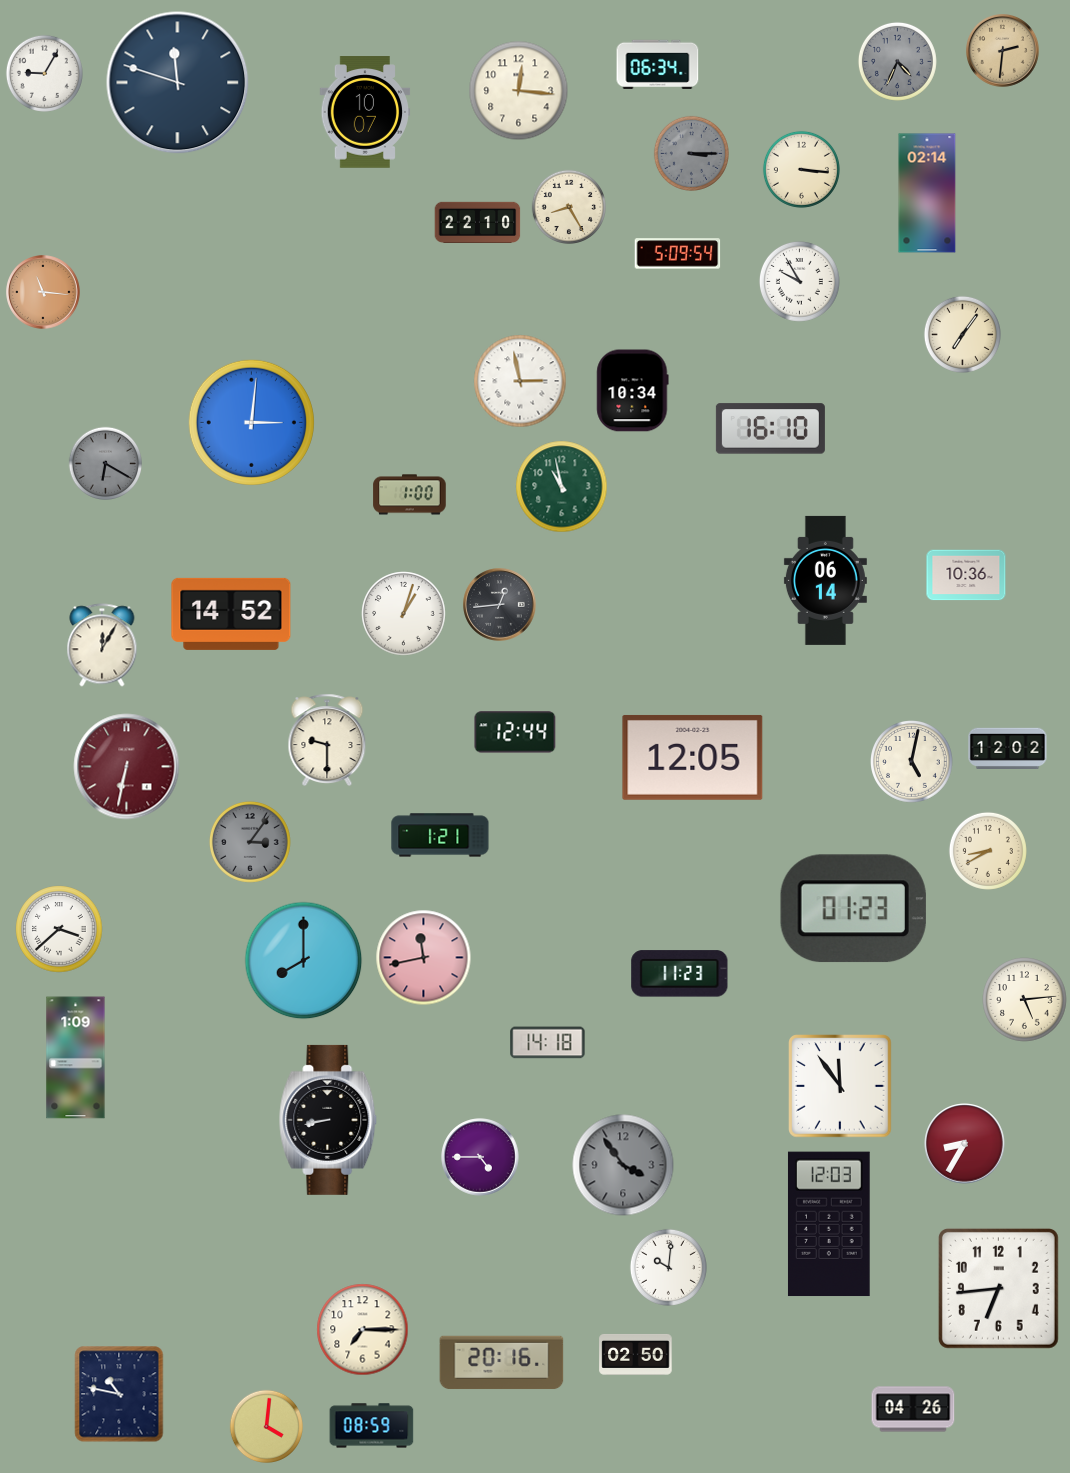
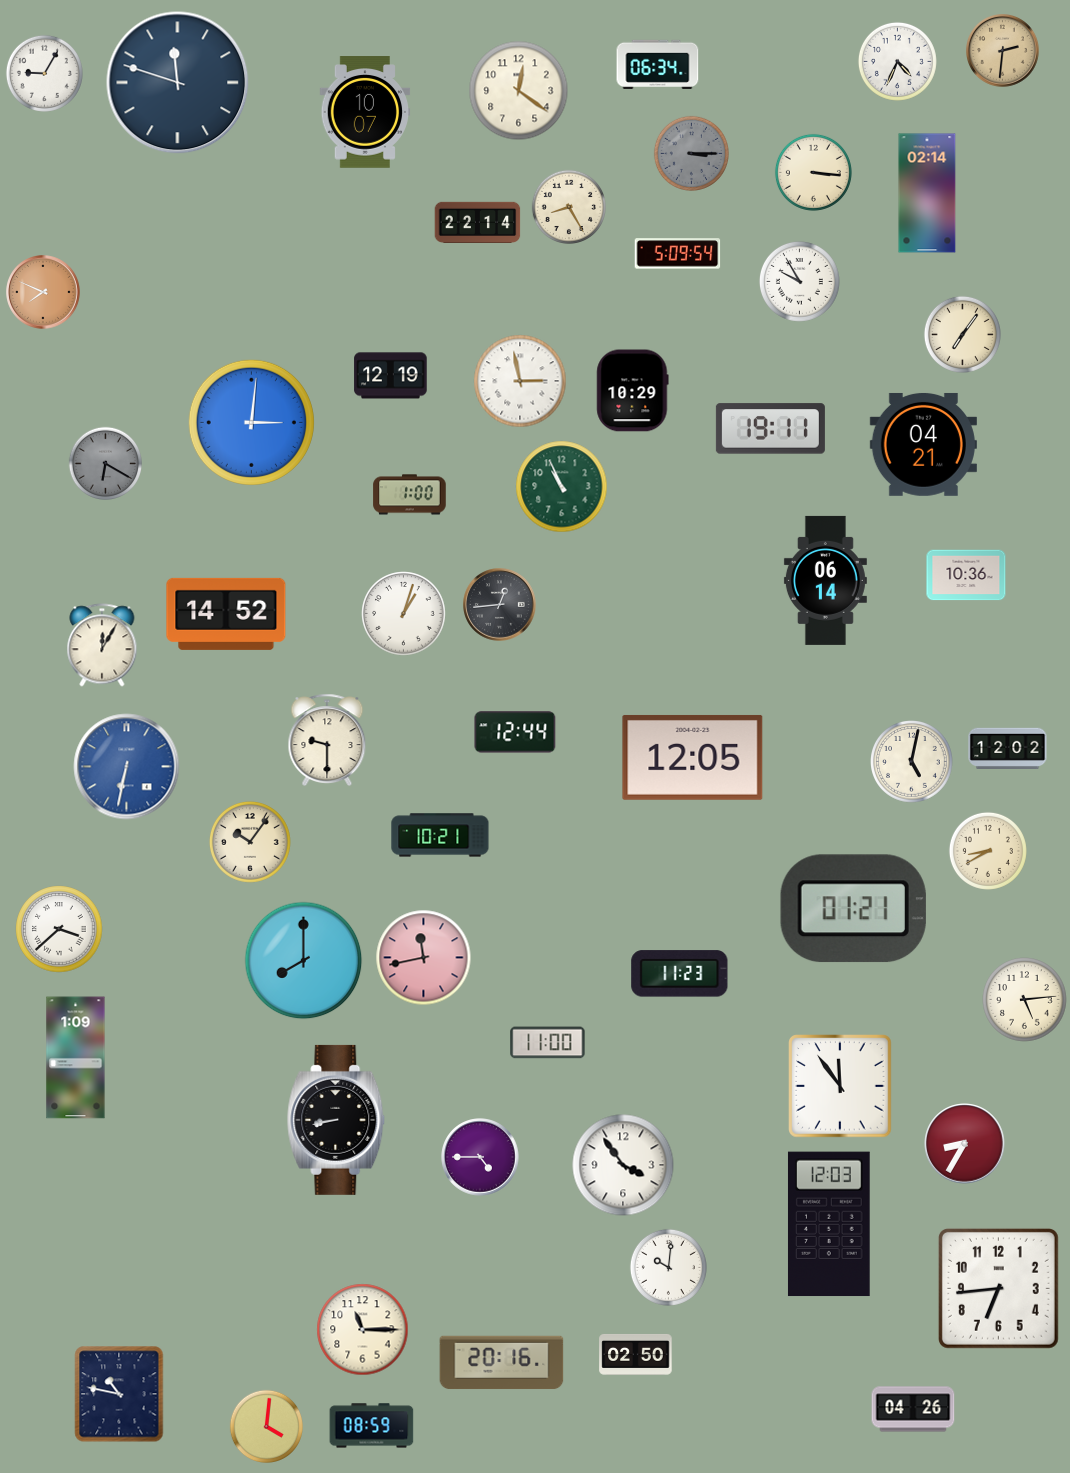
clock at (897, 61) dial: grey -> white
clock at (519, 91): 12:16 -> 12:21
clock at (801, 169) position: (801, 169) -> (813, 172)
clock at (478, 222): 22:10 -> 22:14
clock at (44, 293): 11:16 -> 7:49
clock at (391, 376): none -> 12:19
clock at (633, 391): 10:34 -> 10:29
clock at (770, 429): 16:10 -> 19:11
clock at (923, 444): none -> 04:21
clock at (562, 487): 10:58 -> 10:56
clock at (231, 614) position: (231, 614) -> (226, 614)
clock at (127, 767) dial: burgundy -> blue
clock at (440, 835): 1:21 -> 10:21
clock at (250, 842): 3:06 -> 10:06
clock at (250, 842) dial: grey -> cream
clock at (853, 909): 01:23 -> 01:21
clock at (548, 1043): 14:18 -> 11:00
clock at (328, 1120) position: (328, 1120) -> (336, 1120)
clock at (623, 1165) dial: grey -> white
clock at (363, 1330): 7:15 -> 11:15
